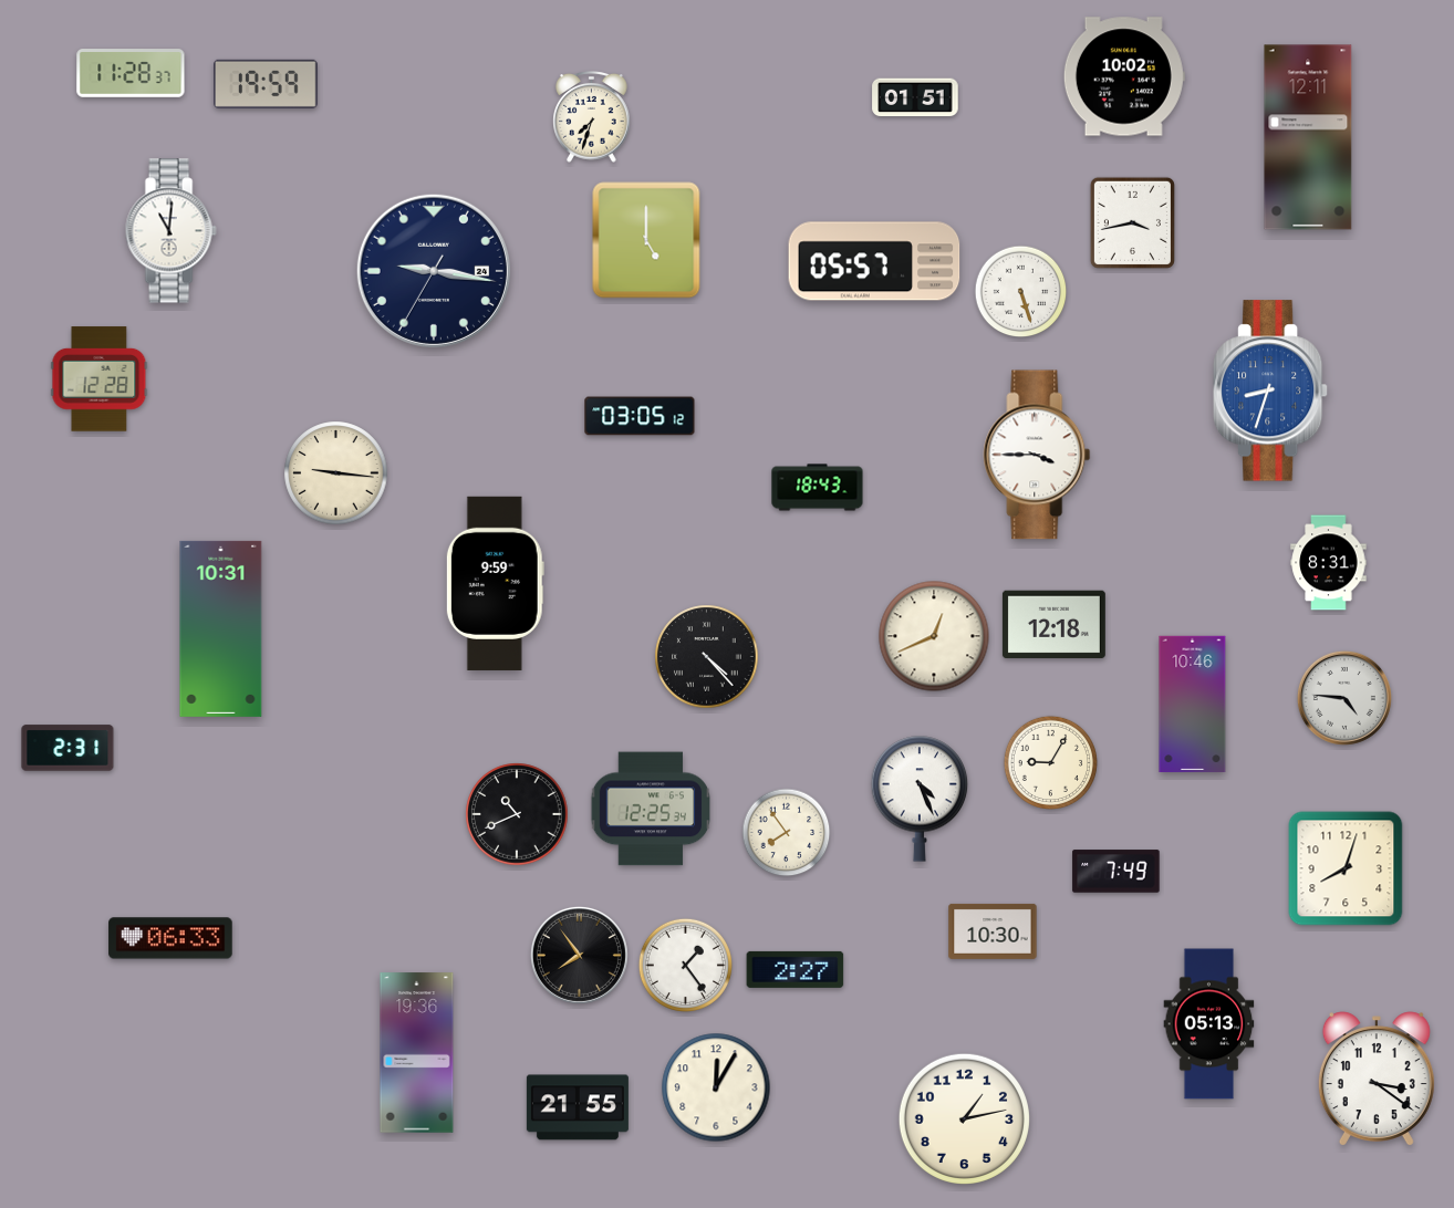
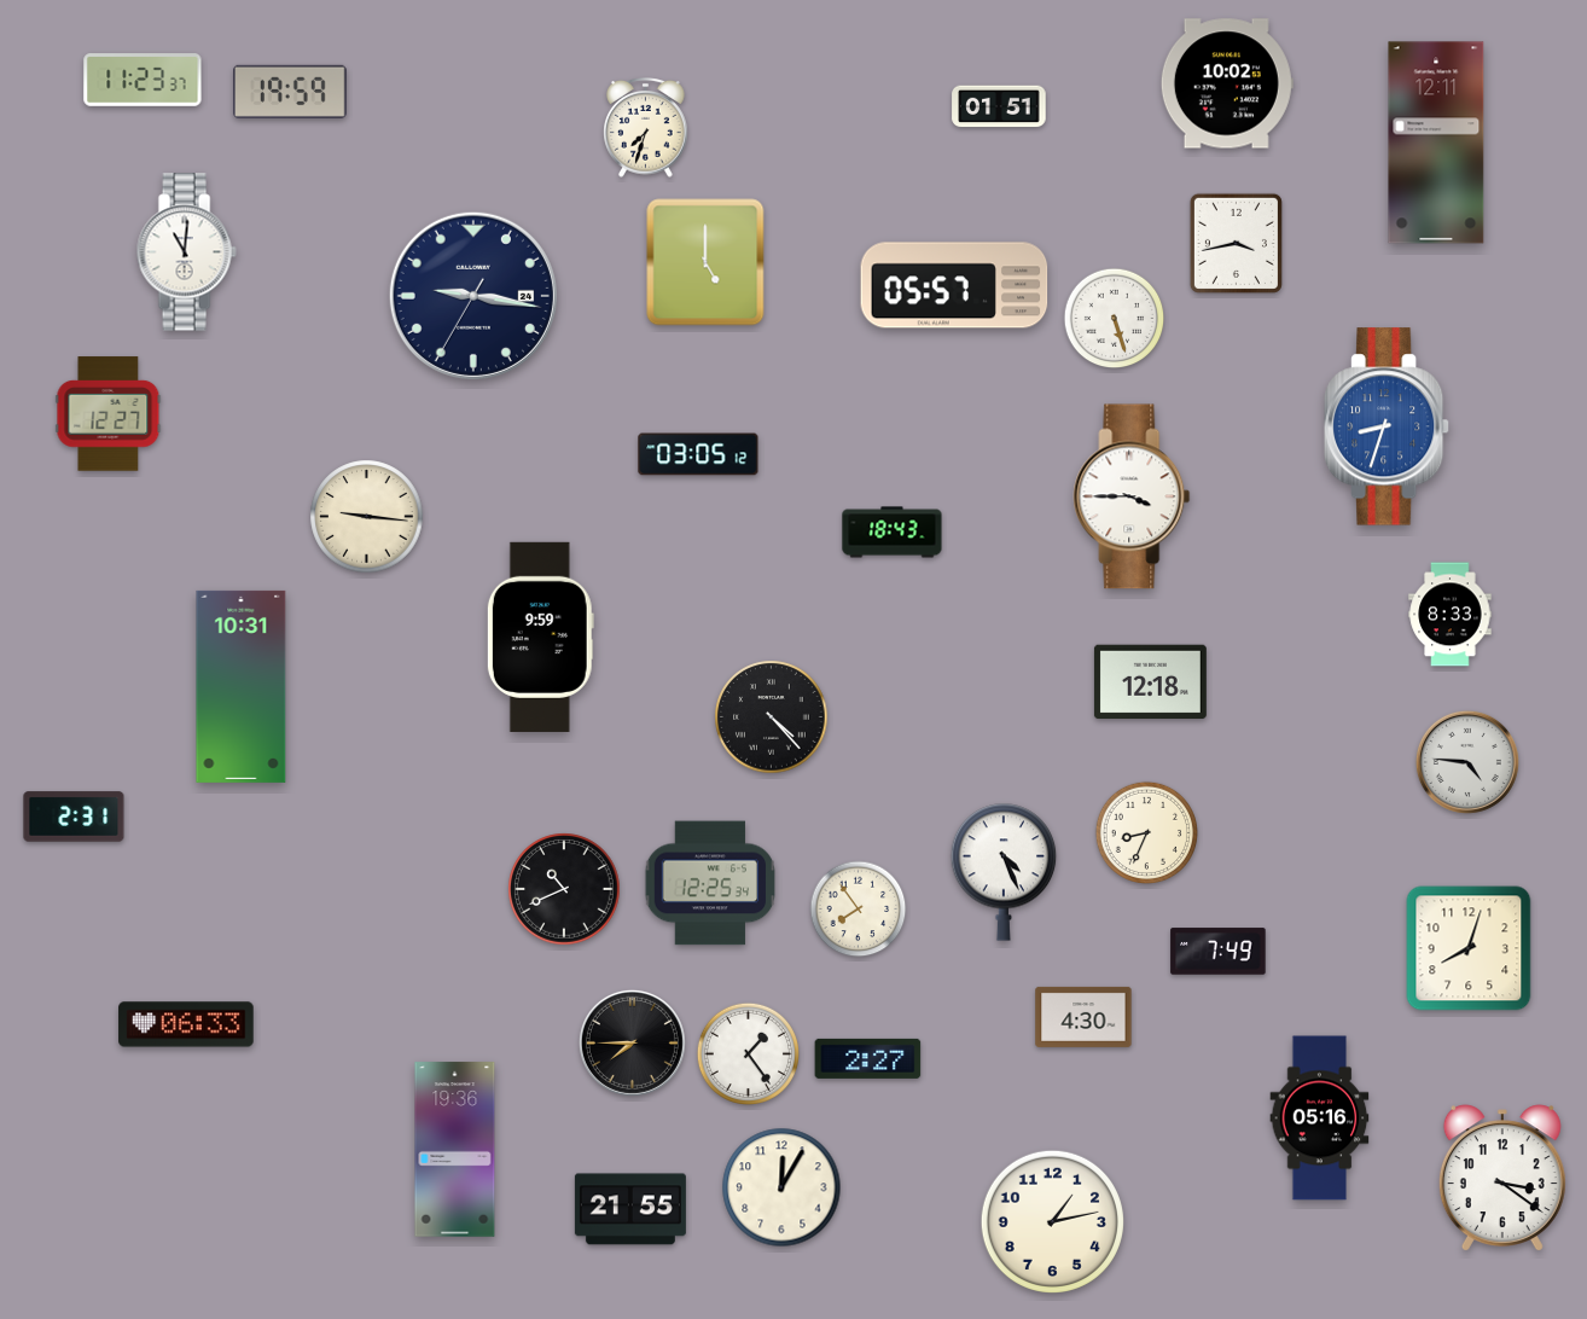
clock at (131, 73): 11:28 -> 11:23
clock at (1308, 137) position: (1308, 137) -> (1436, 143)
clock at (100, 379): 12:28 -> 12:27
clock at (1329, 563): 8:31 -> 8:33
clock at (934, 636): 12:41 -> none
clock at (1193, 705): 10:46 -> none
clock at (1050, 762): 9:05 -> 8:34
clock at (993, 931): 10:30 -> 4:30
clock at (579, 955): 7:54 -> 7:45
clock at (1209, 1024): 05:13 -> 05:16
